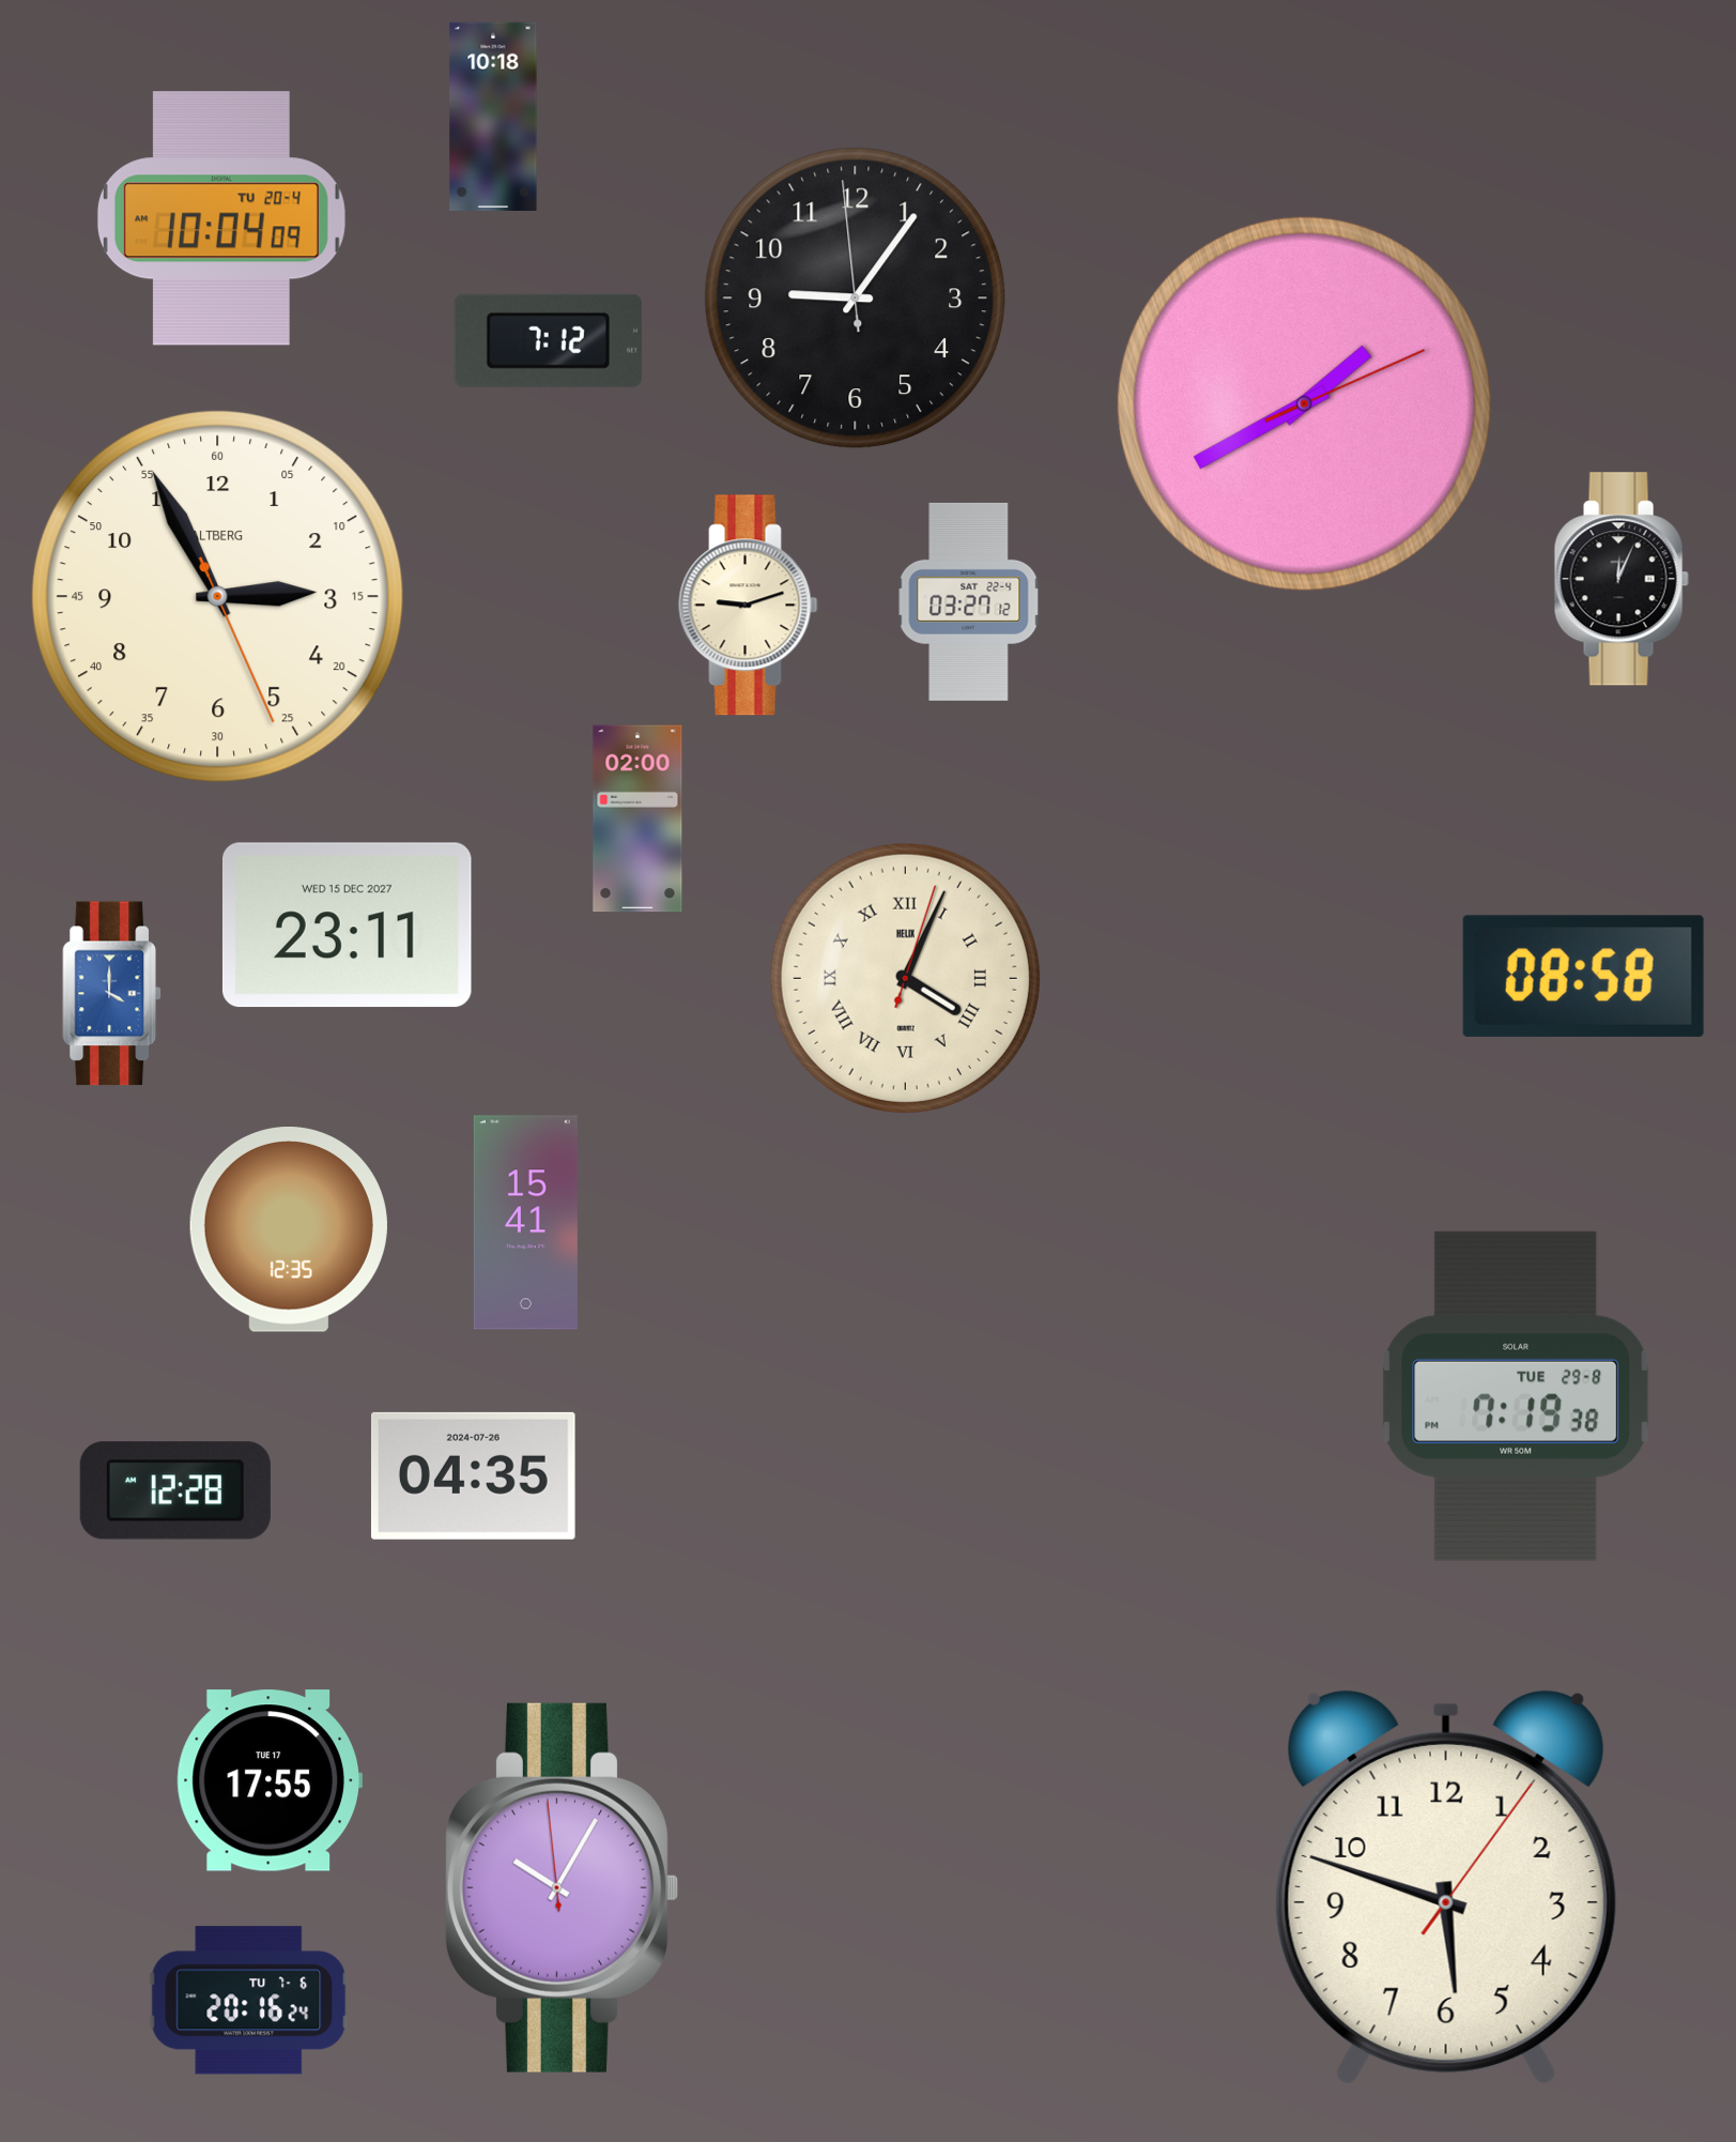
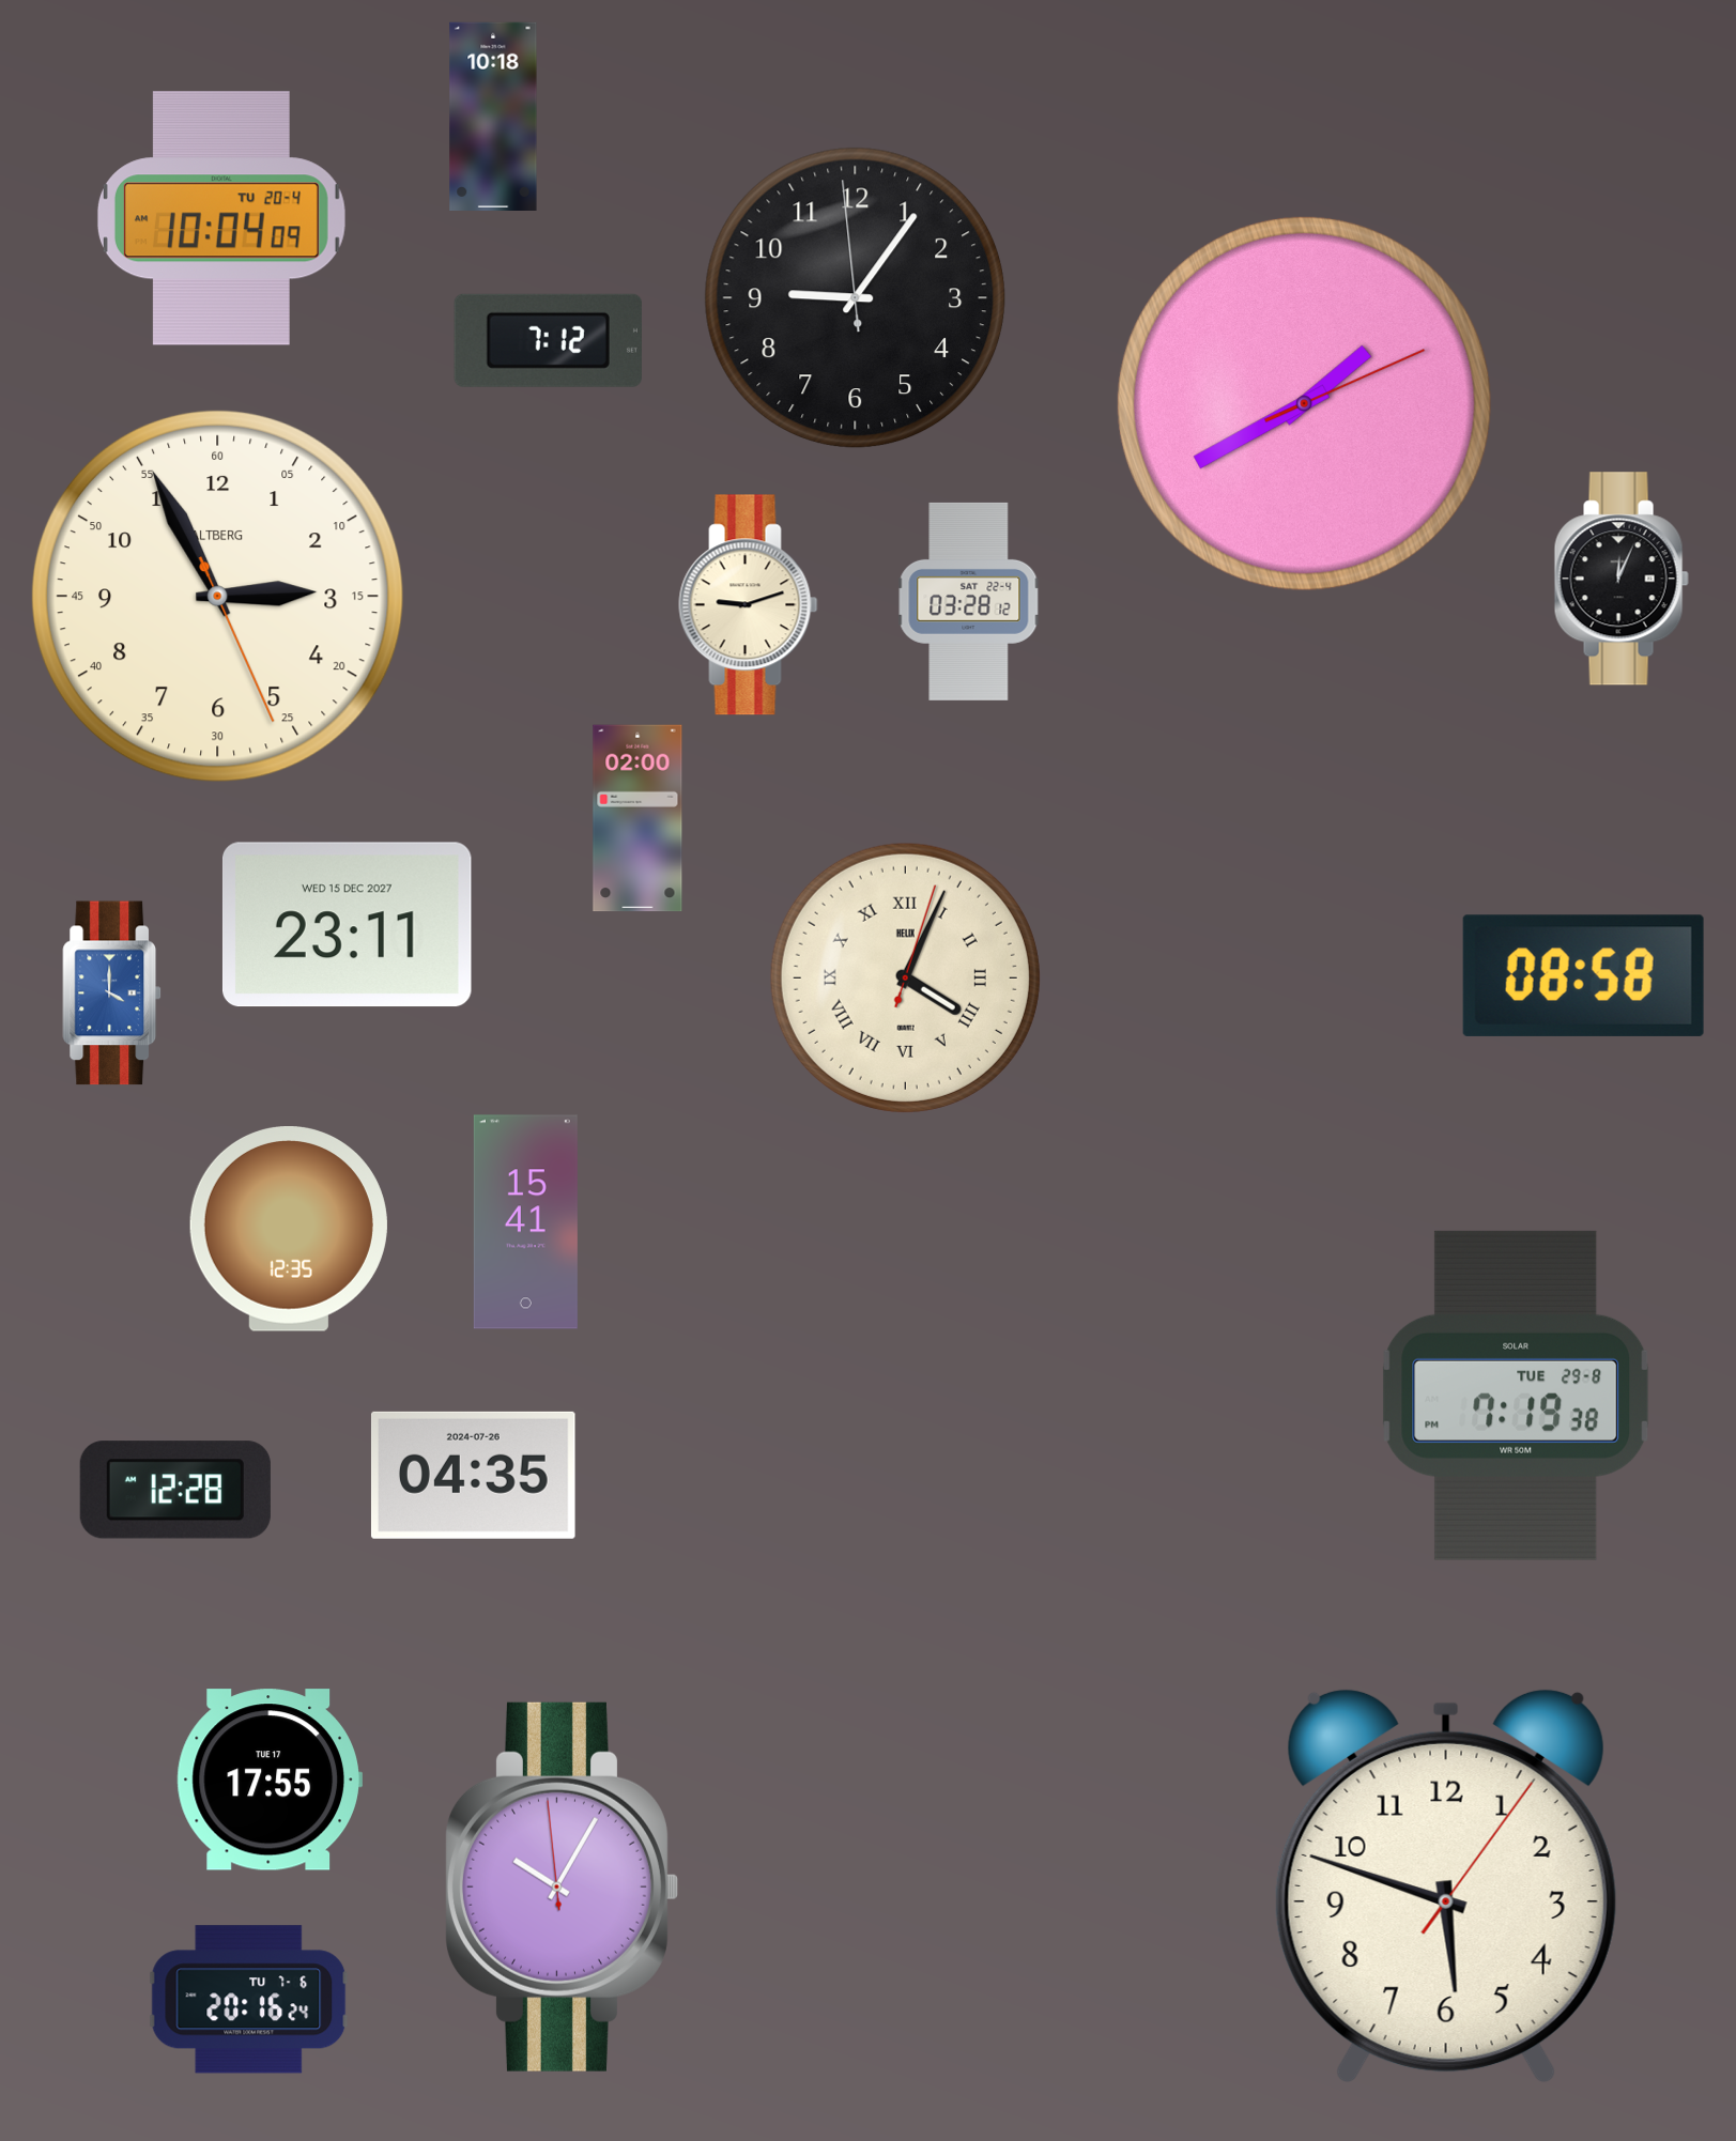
clock at (969, 601): 03:27 -> 03:28
